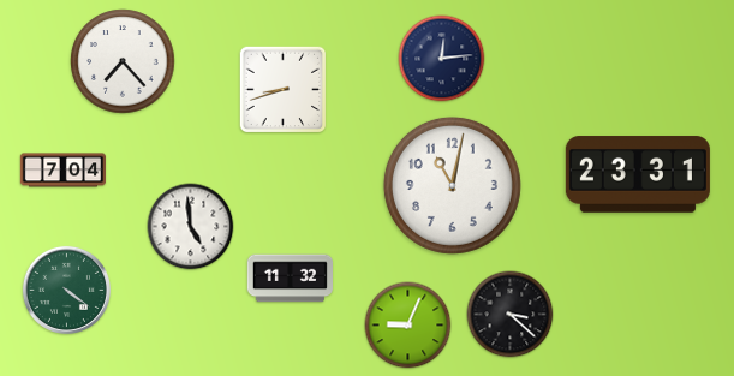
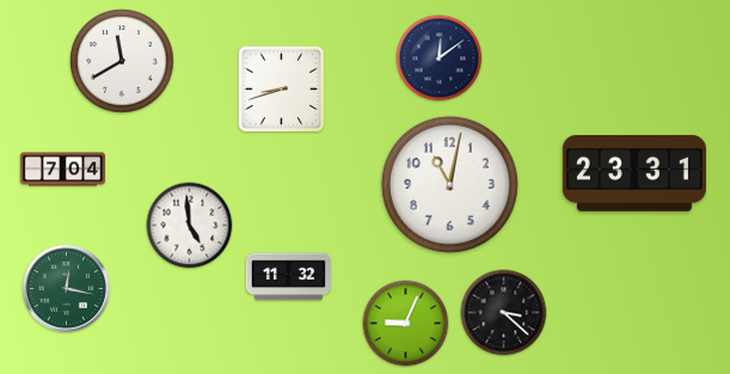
clock at (442, 59): 12:14 -> 12:09
clock at (123, 61): 7:23 -> 11:40
clock at (66, 290): 4:21 -> 12:17
clock at (511, 315) position: (511, 315) -> (504, 313)
